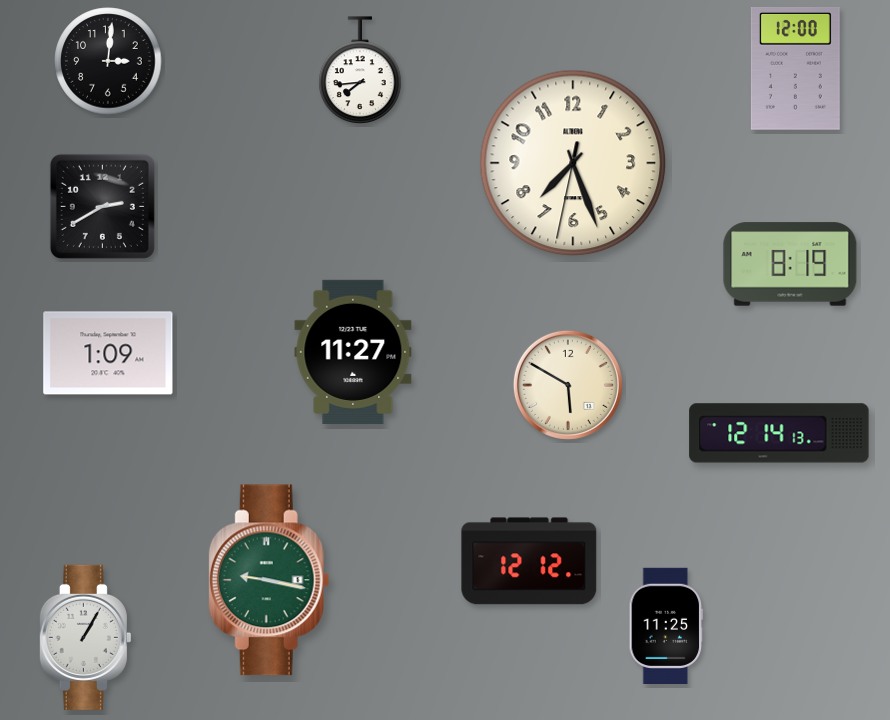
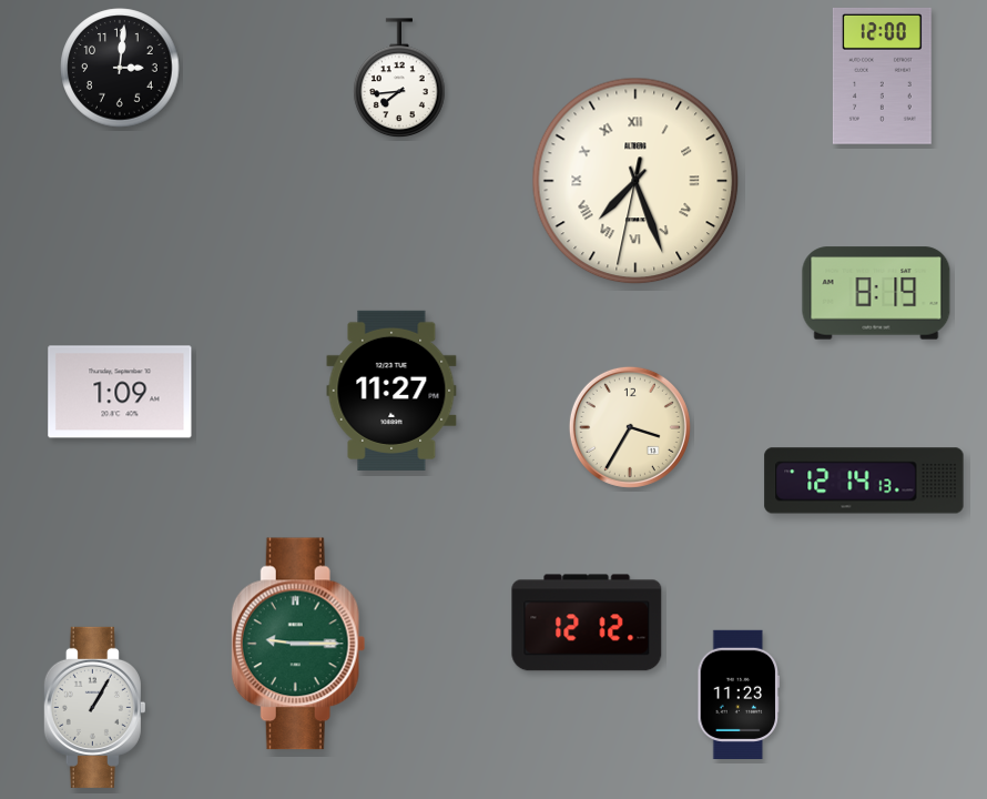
clock at (573, 163) numerals: Arabic -> Roman
clock at (102, 206): 2:40 -> none
clock at (568, 385): 5:50 -> 3:35
clock at (269, 580): 9:17 -> 9:15
clock at (666, 625): 11:25 -> 11:23
